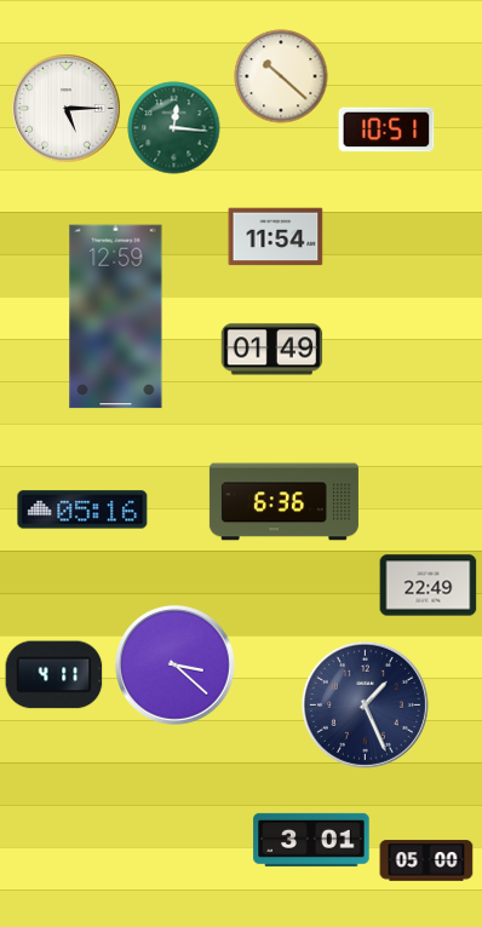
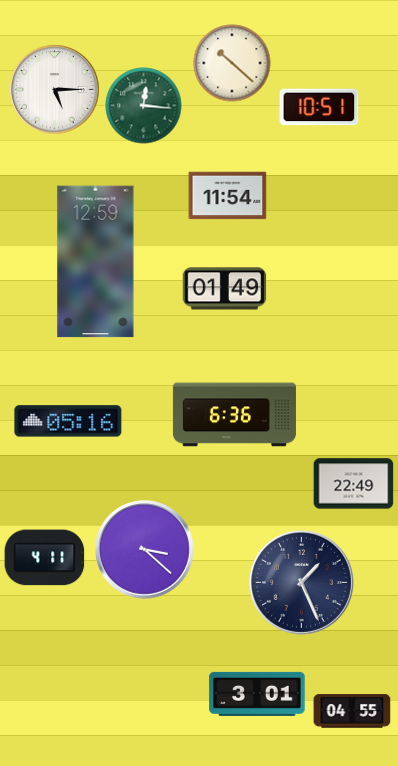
clock at (426, 860): 05:00 -> 04:55
